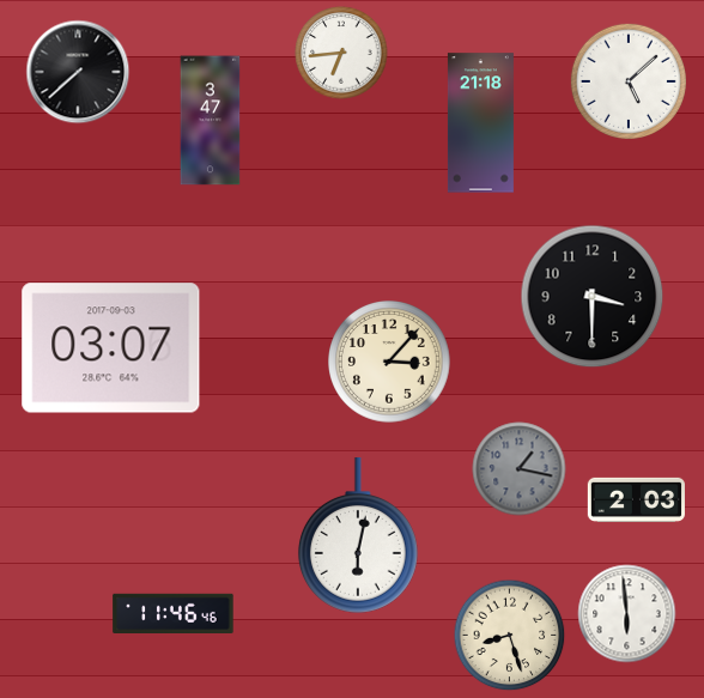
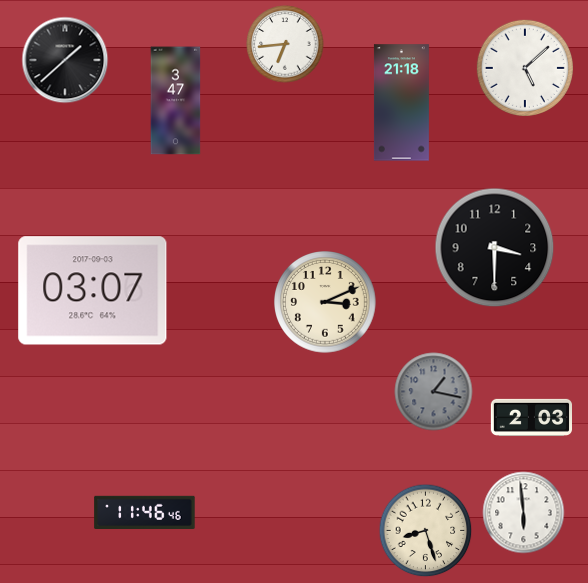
clock at (78, 72): 7:38 -> 1:38
clock at (390, 363): 3:07 -> 3:11
clock at (358, 535): 6:02 -> none
